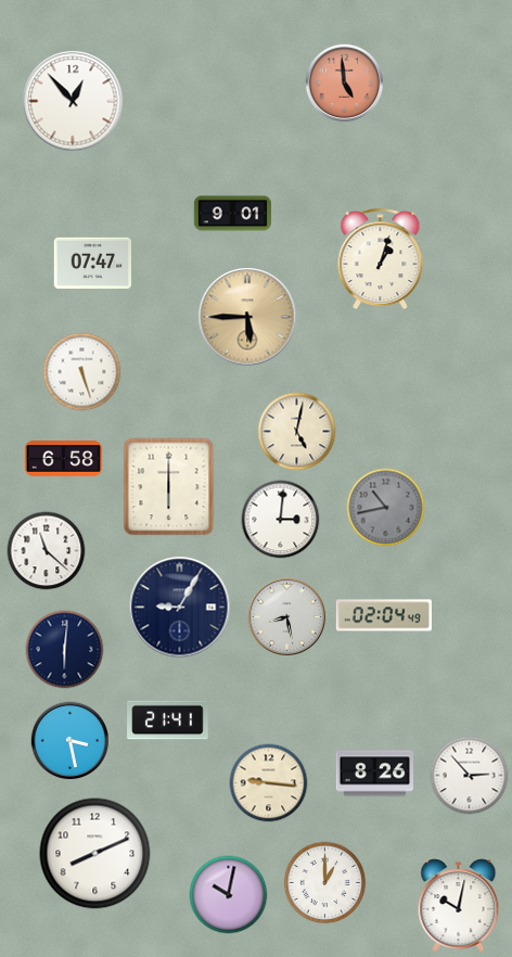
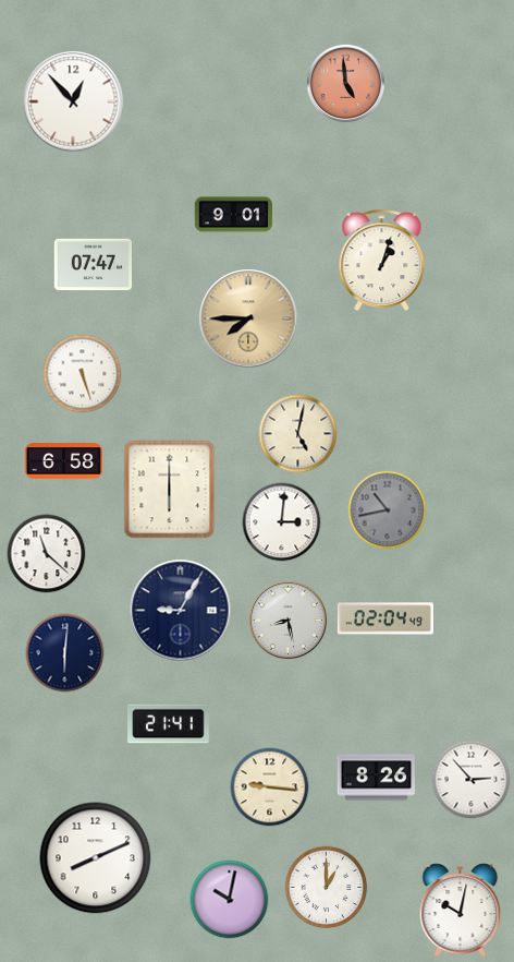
clock at (247, 317): 5:45 -> 7:45
clock at (71, 741): 3:28 -> none
